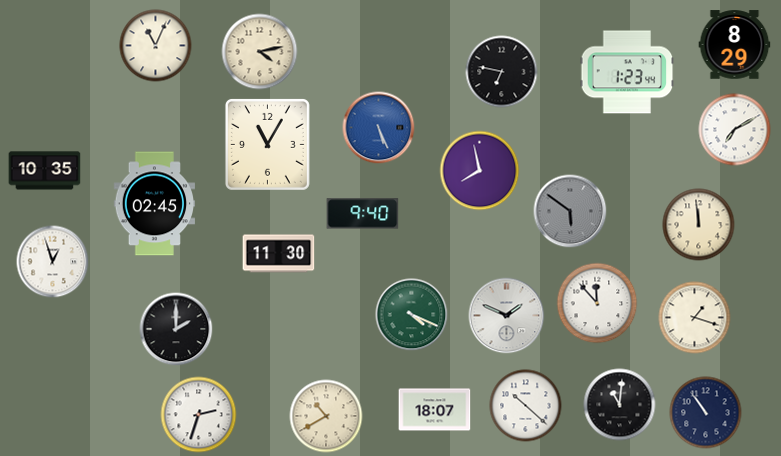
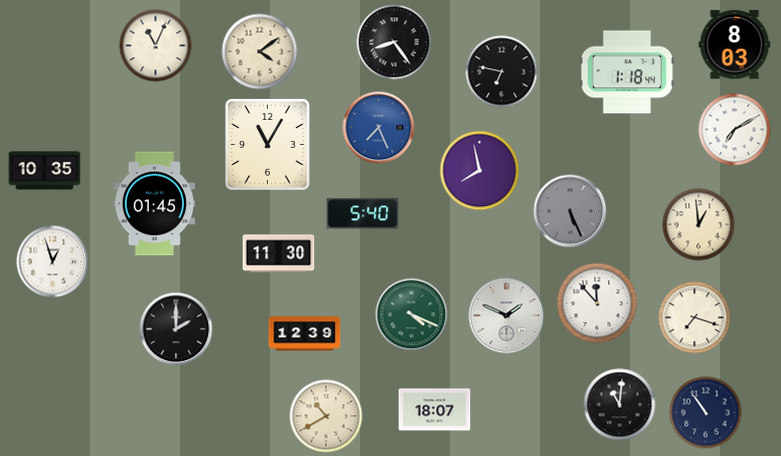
clock at (394, 42): none -> 8:24
clock at (735, 45): 8:29 -> 8:03
clock at (260, 52): 4:13 -> 4:09
clock at (627, 72): 1:23 -> 1:18
clock at (379, 128): 5:26 -> 7:26
clock at (155, 204): 02:45 -> 01:45
clock at (570, 211): 5:51 -> 5:26
clock at (363, 214): 9:40 -> 5:40
clock at (699, 225): 11:59 -> 12:59
clock at (695, 318): 1:18 -> 7:18
clock at (305, 334): none -> 12:39
clock at (526, 406): 10:22 -> none
clock at (199, 415): 2:33 -> none
